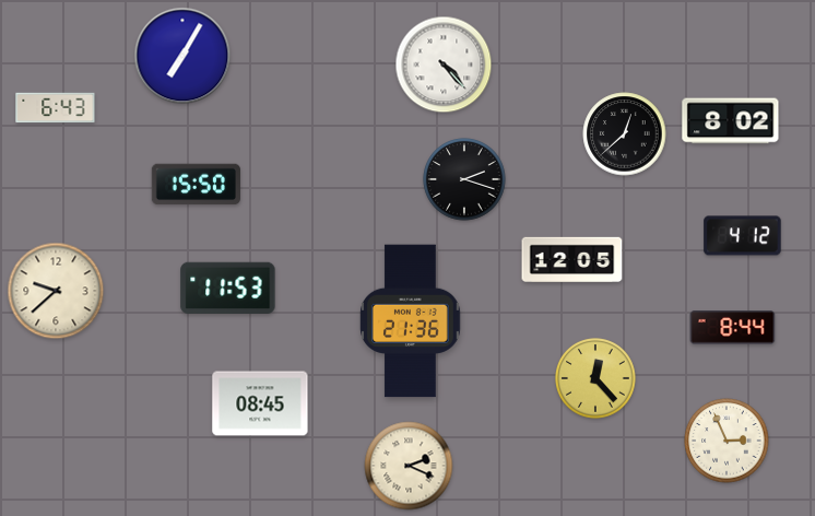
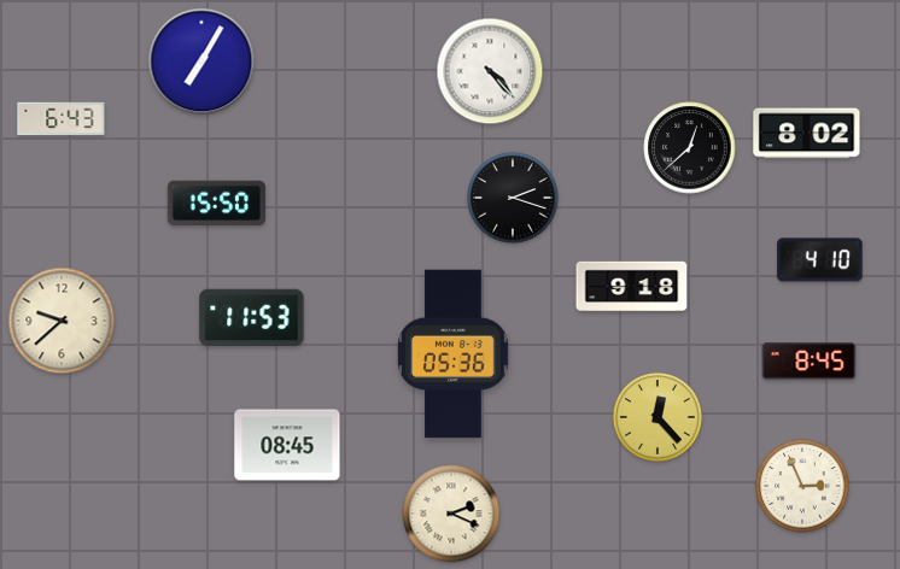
clock at (743, 236): 4:12 -> 4:10
clock at (572, 259): 12:05 -> 9:18
clock at (411, 321): 21:36 -> 05:36
clock at (733, 328): 8:44 -> 8:45
